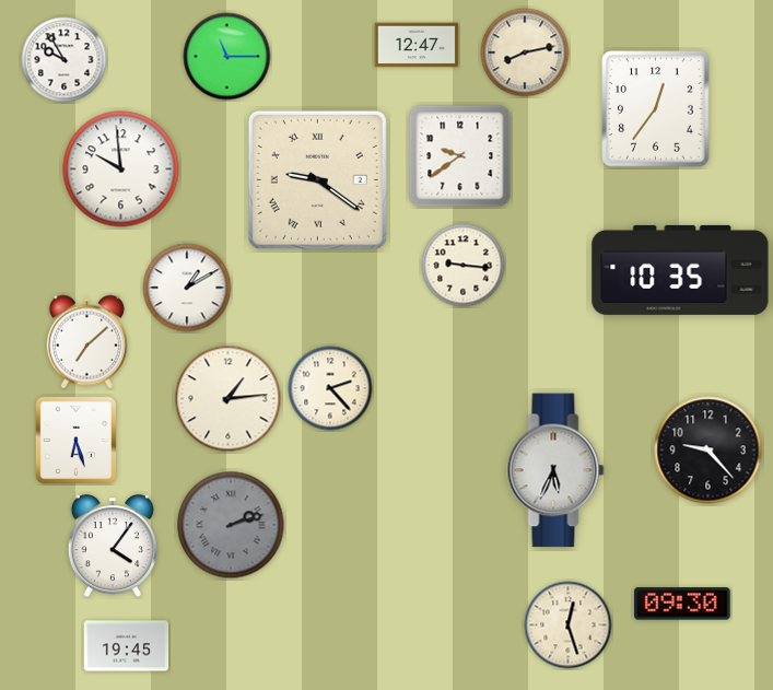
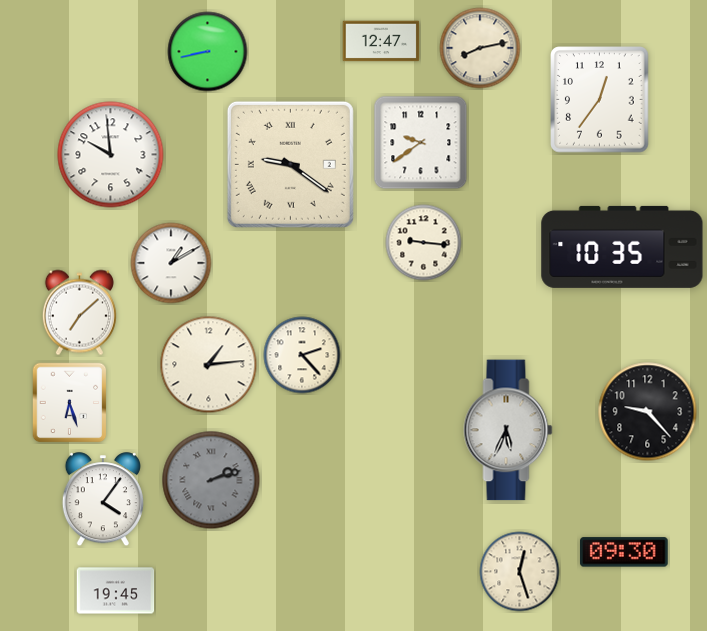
clock at (227, 57): 11:15 -> 8:43
clock at (65, 60): 9:55 -> none
